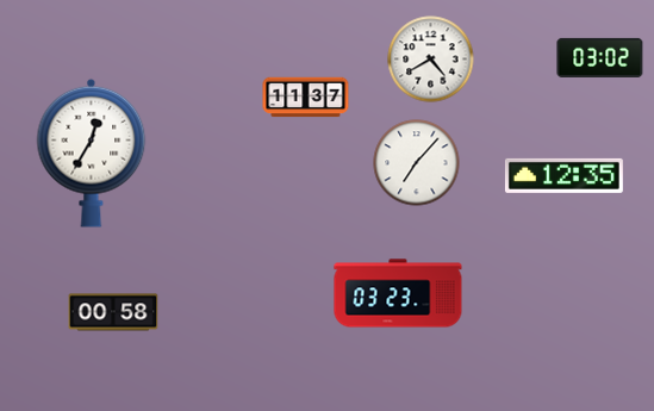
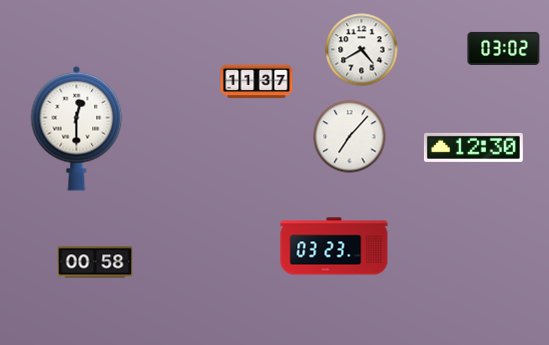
clock at (92, 152): 12:35 -> 12:30
clock at (563, 175): 12:35 -> 12:30
